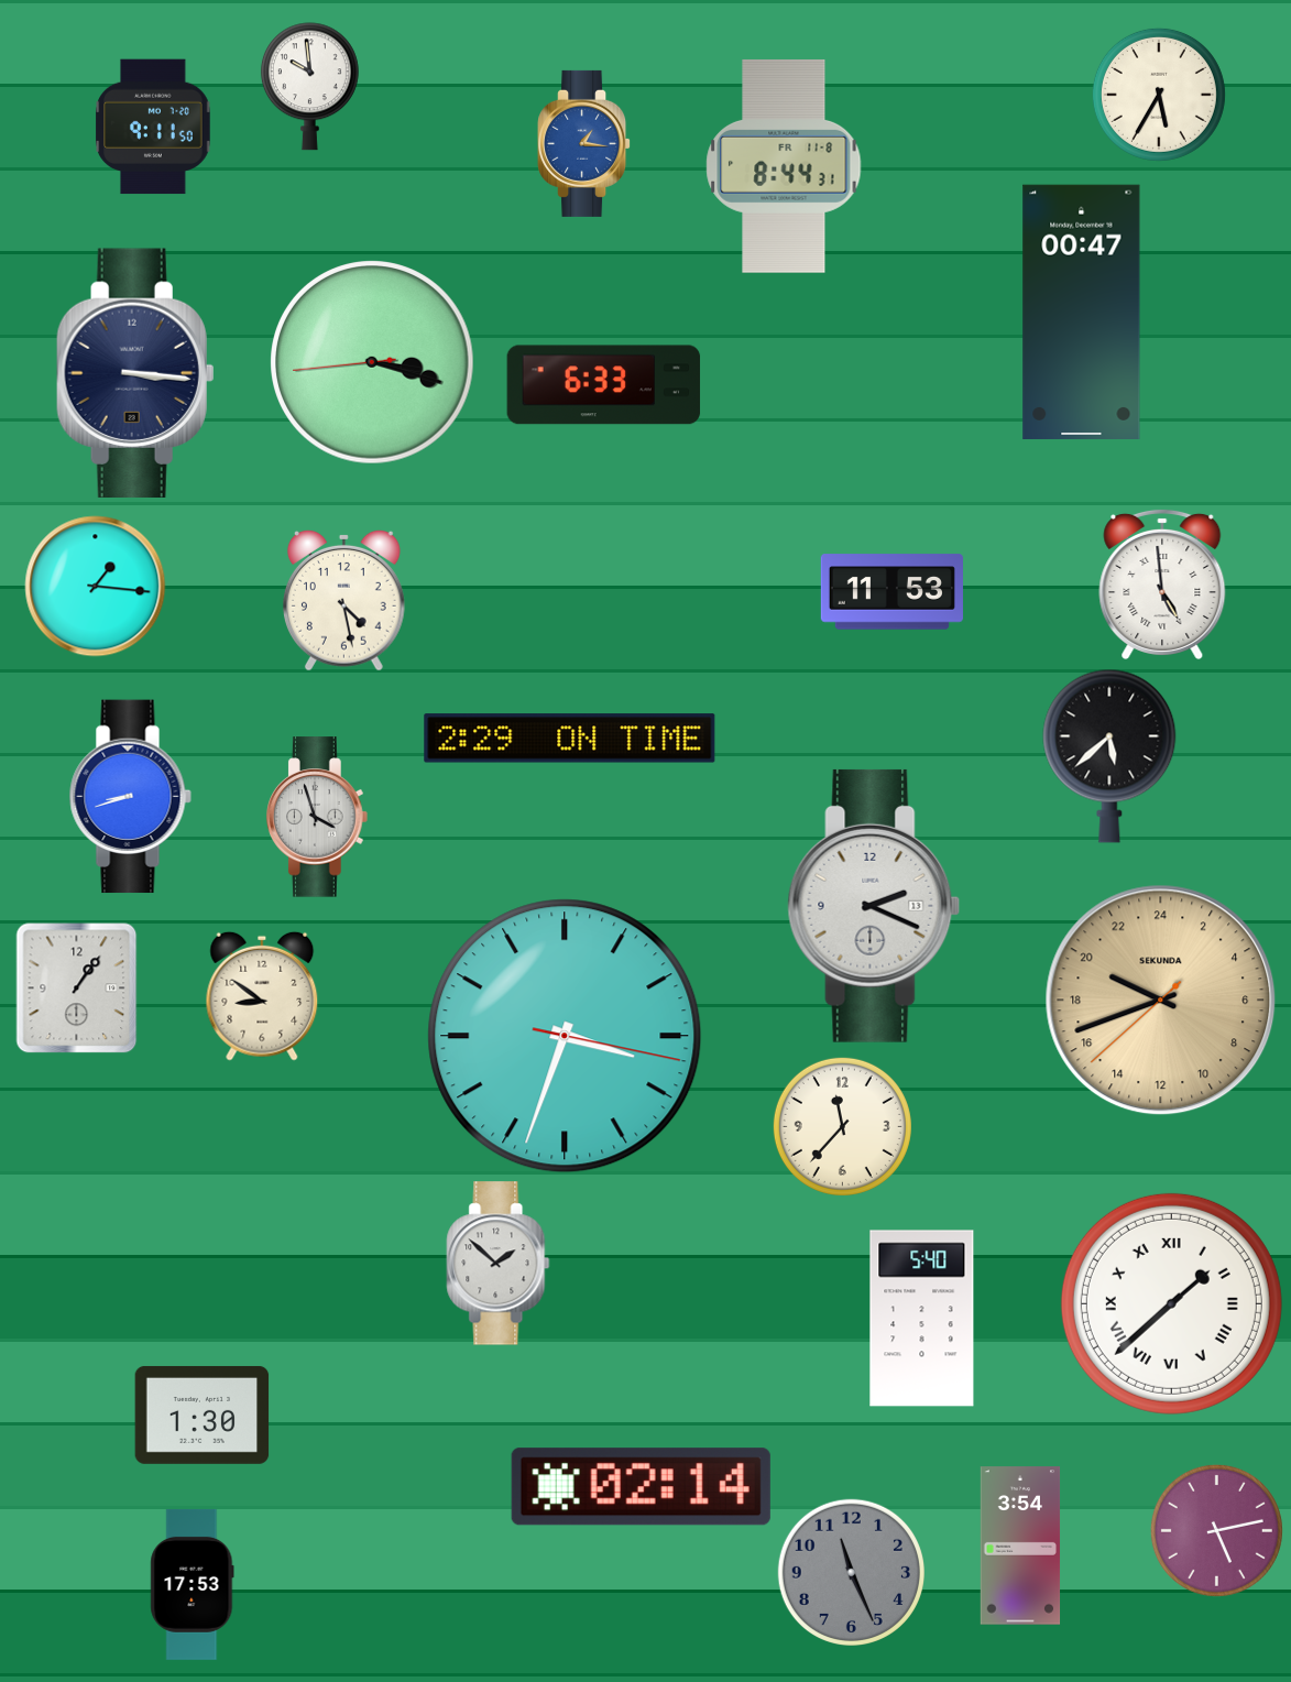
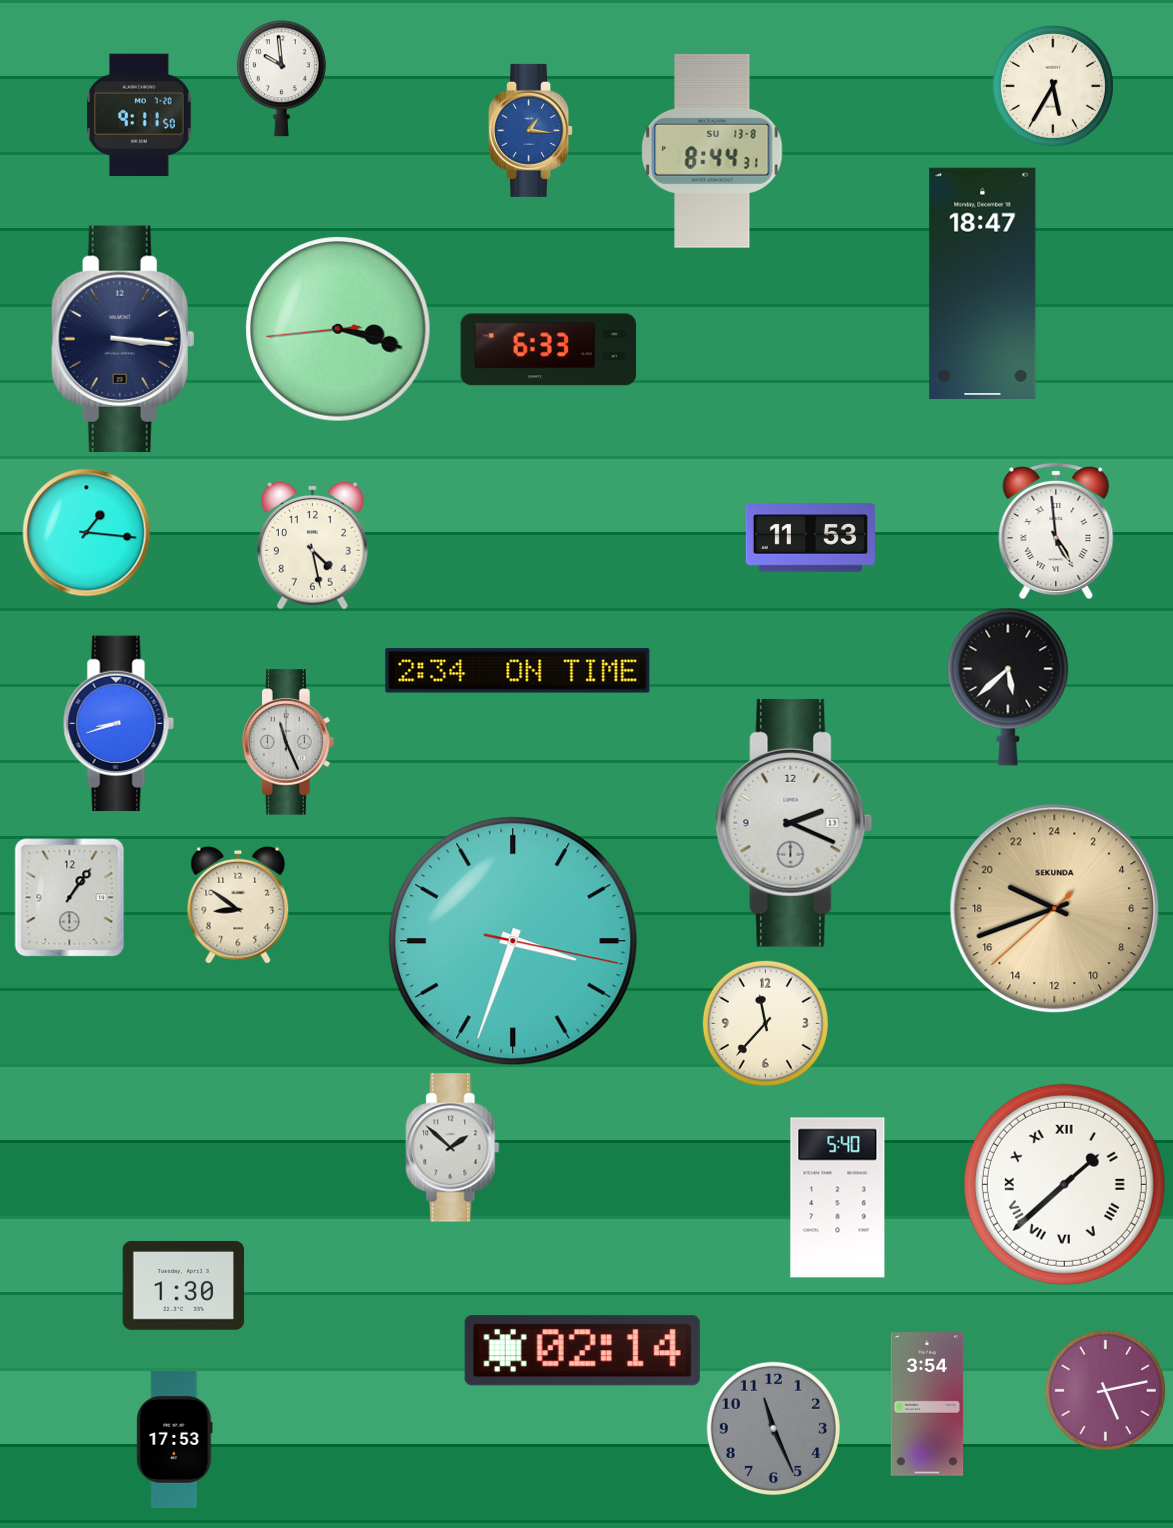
clock at (784, 166) date: FR 11-8 -> SU 13-8
clock at (1082, 312): 00:47 -> 18:47
clock at (570, 739): 2:29 -> 2:34
clock at (318, 817): 3:57 -> 11:26
